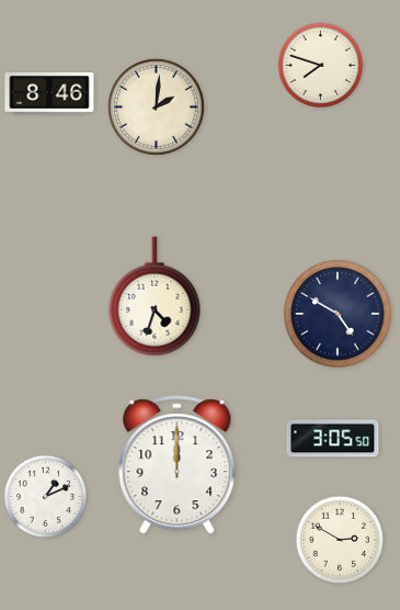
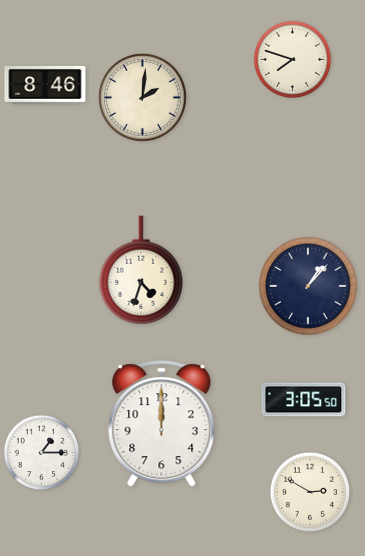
clock at (338, 314): 4:50 -> 1:07
clock at (46, 497): 1:11 -> 1:15
